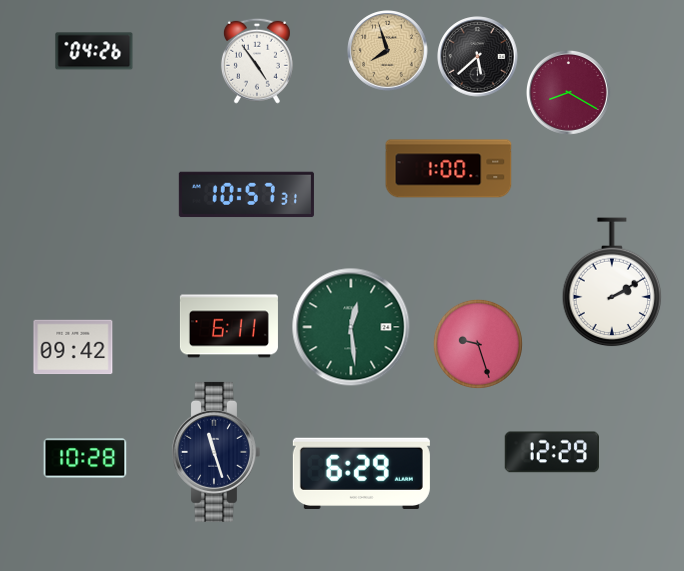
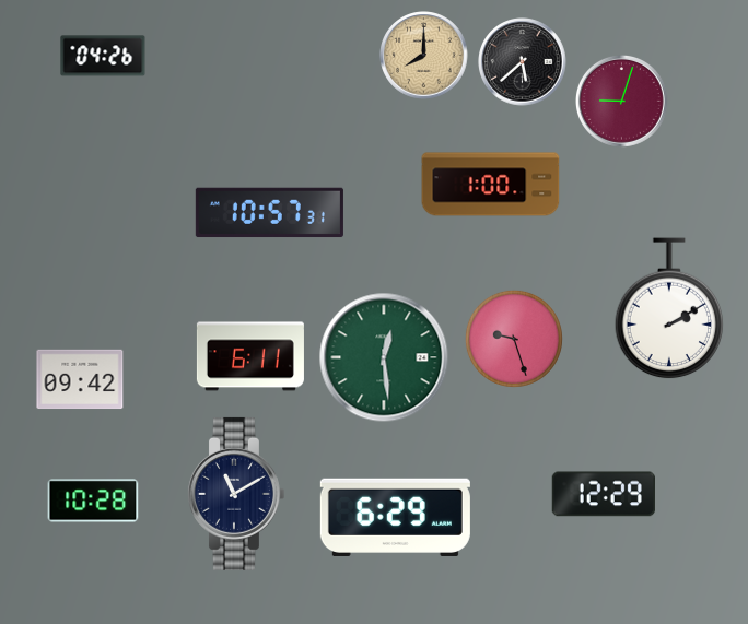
clock at (388, 51): 7:57 -> 8:00
clock at (257, 61): 4:54 -> none
clock at (569, 93): 8:20 -> 9:03
clock at (478, 344) position: (478, 344) -> (514, 339)
clock at (215, 452): 11:27 -> 11:10
